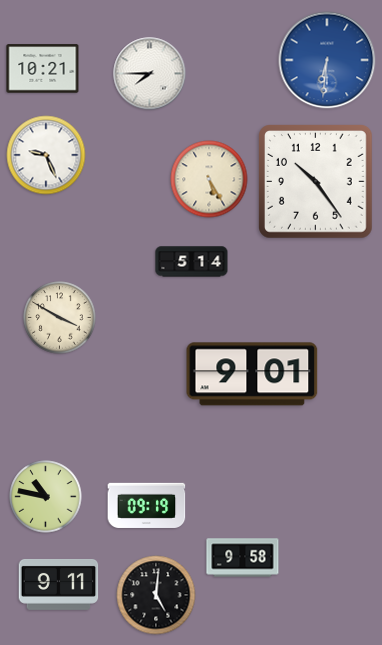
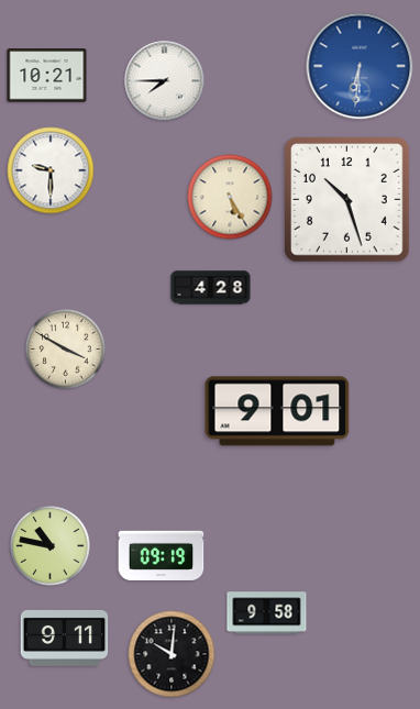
clock at (46, 155): 9:26 -> 9:30
clock at (316, 182): 10:24 -> 10:27
clock at (192, 262): 5:14 -> 4:28
clock at (59, 584) position: (59, 584) -> (65, 638)
clock at (156, 595): 5:01 -> 10:01
